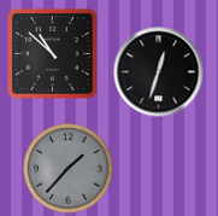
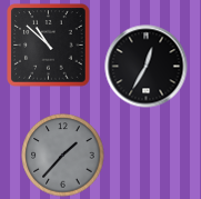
clock at (53, 54) position: (53, 54) -> (49, 46)
clock at (159, 72): 12:33 -> 12:35
